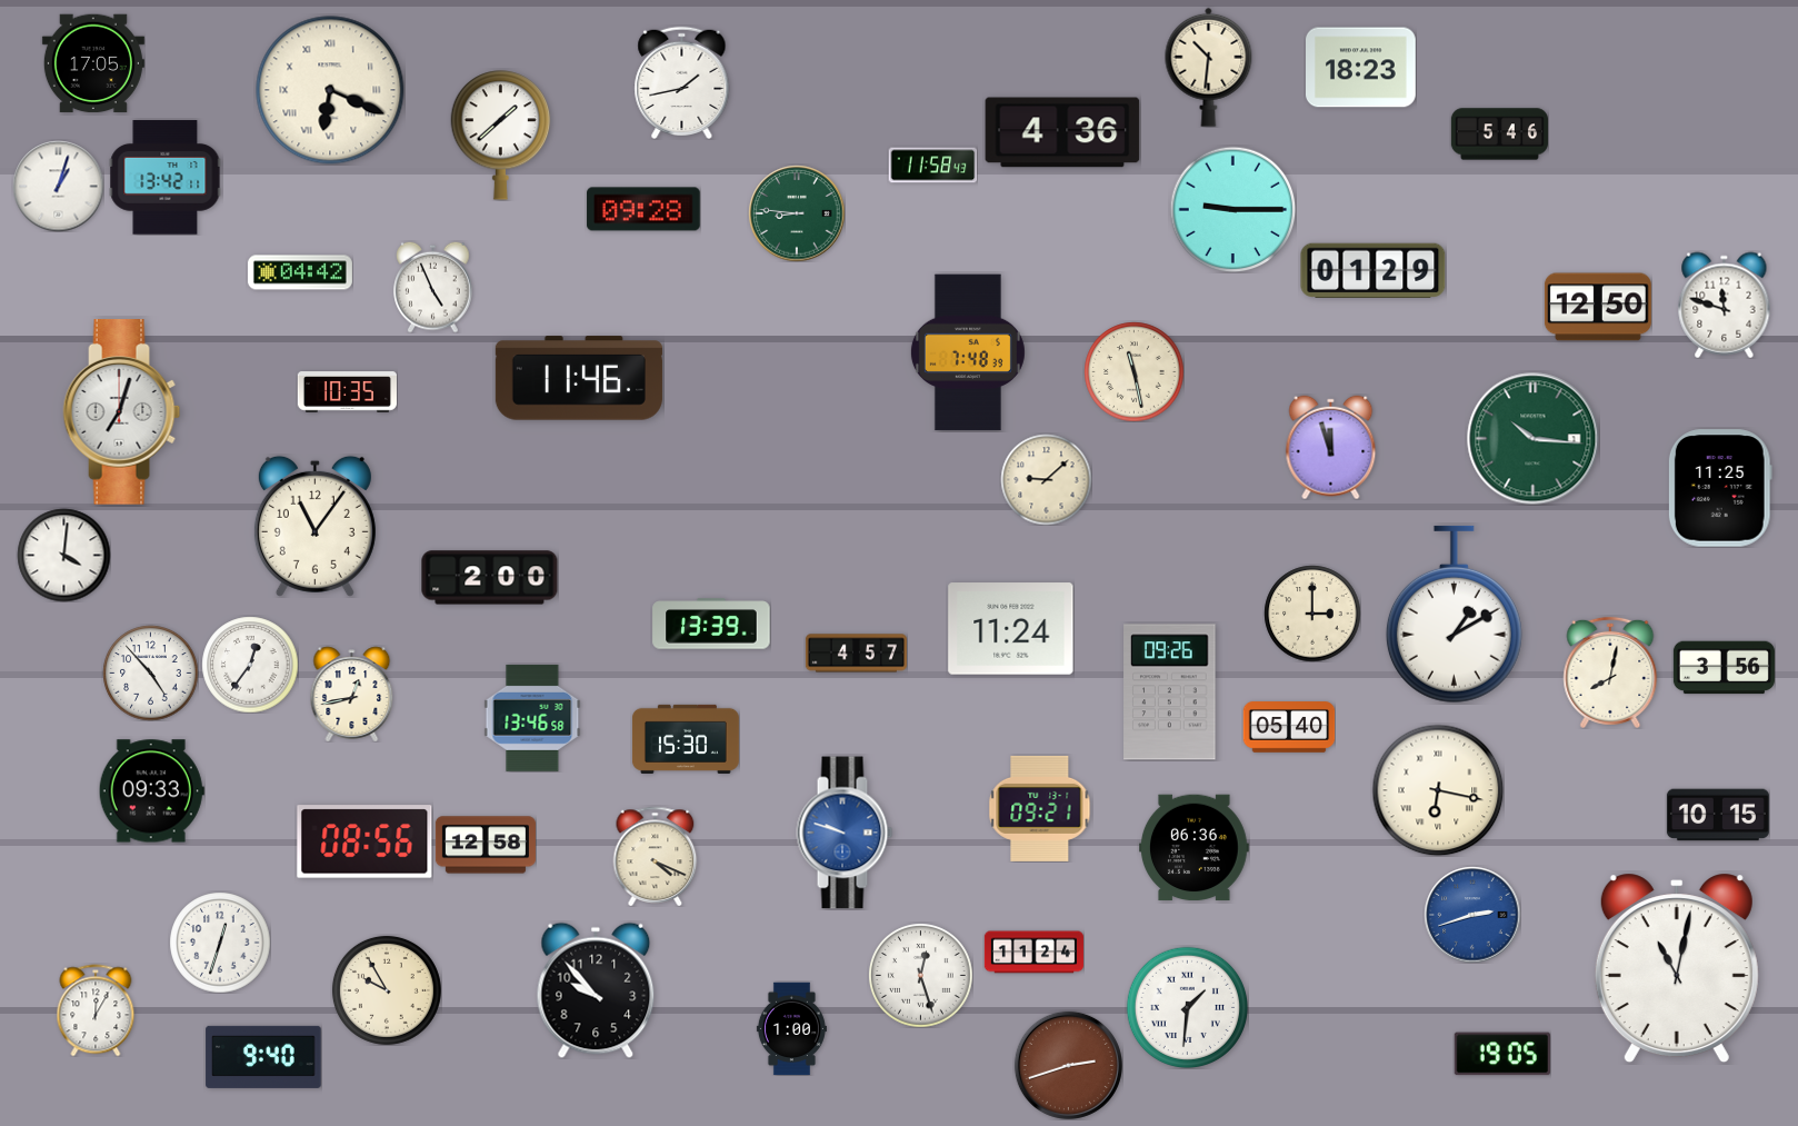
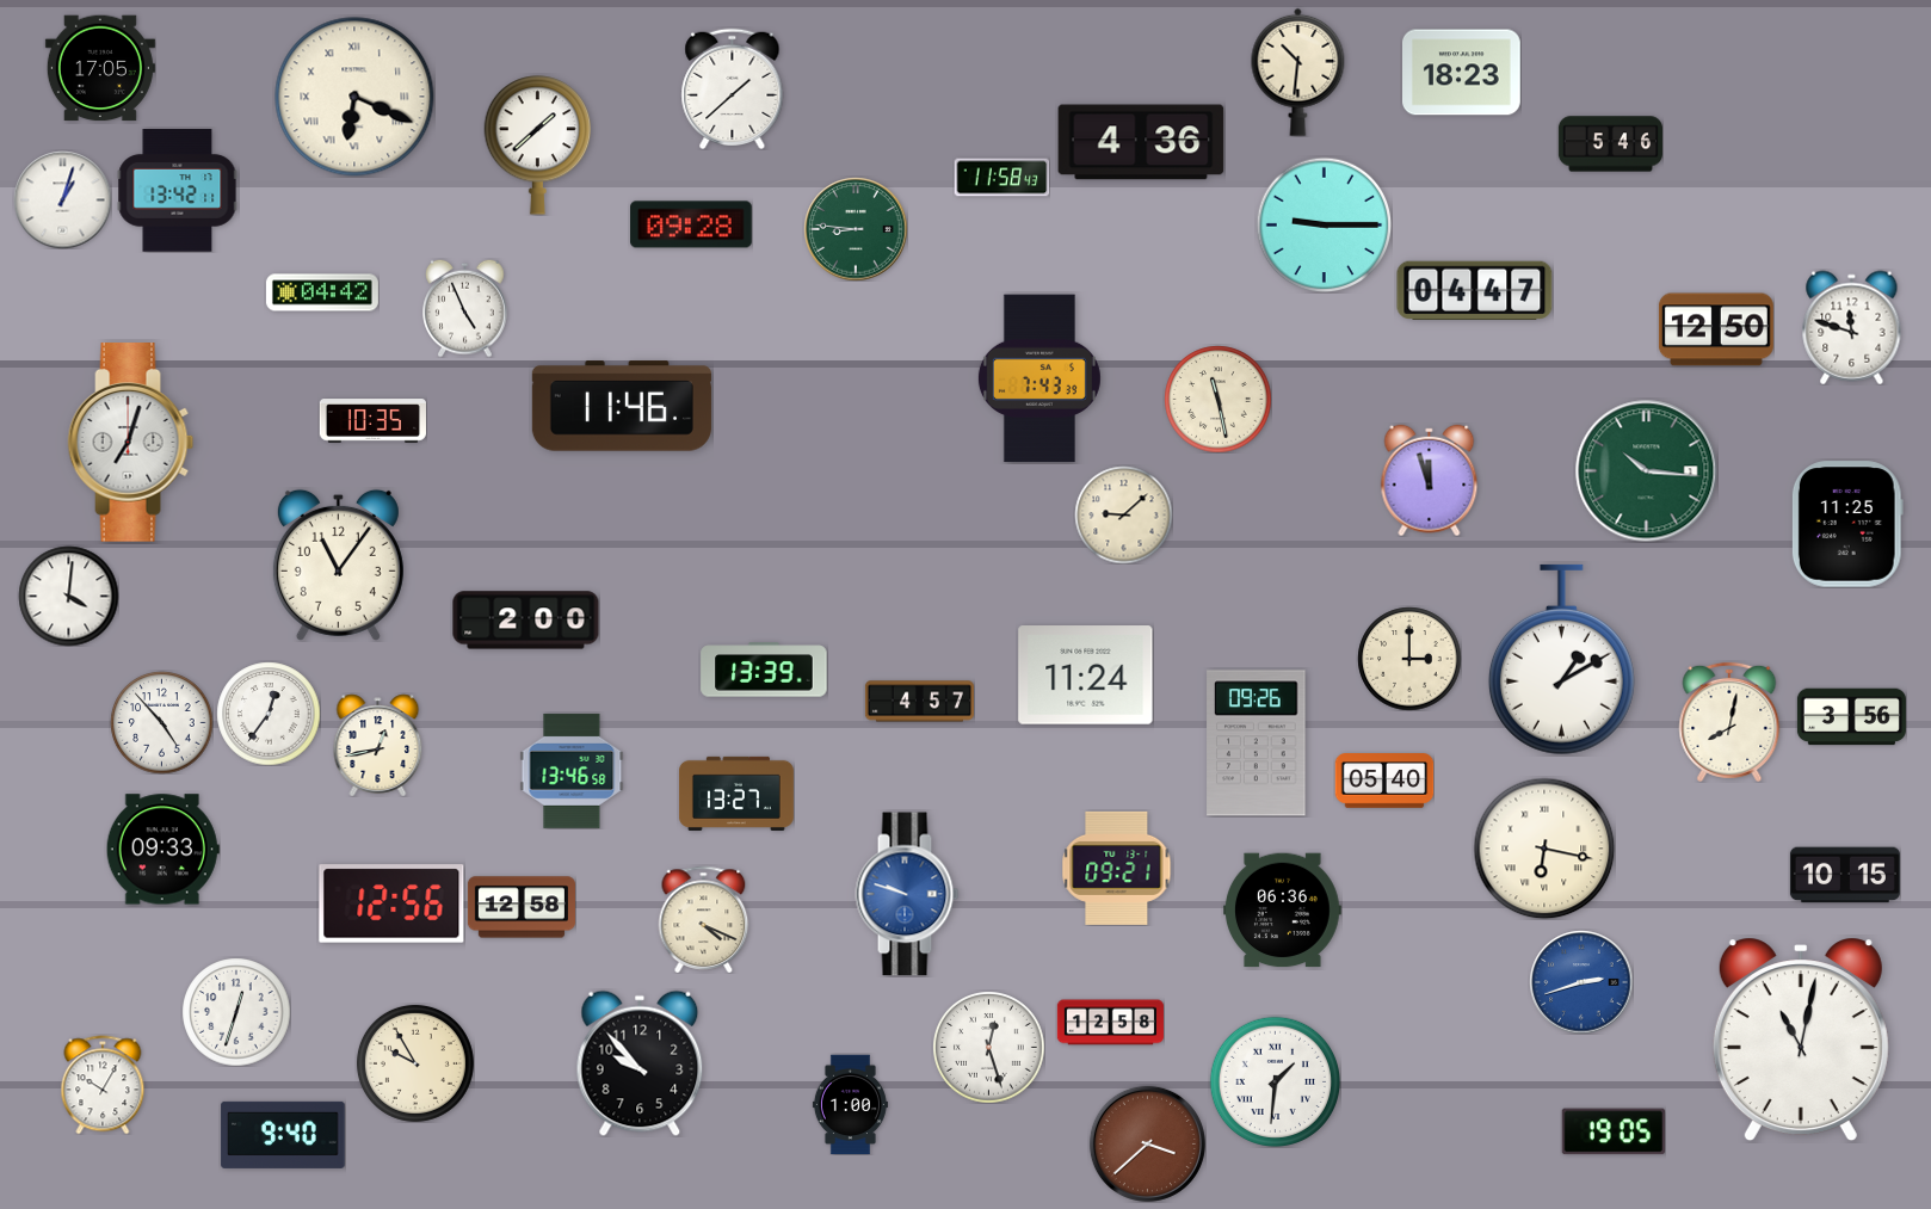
clock at (682, 82): 1:43 -> 1:38
clock at (1374, 270): 01:29 -> 04:47
clock at (968, 352): 7:48 -> 7:43
clock at (686, 739): 15:30 -> 13:27
clock at (364, 841): 08:56 -> 12:56
clock at (1033, 953): 11:24 -> 12:58
clock at (96, 1010): 12:05 -> 10:05
clock at (1068, 1065): 2:42 -> 3:38
